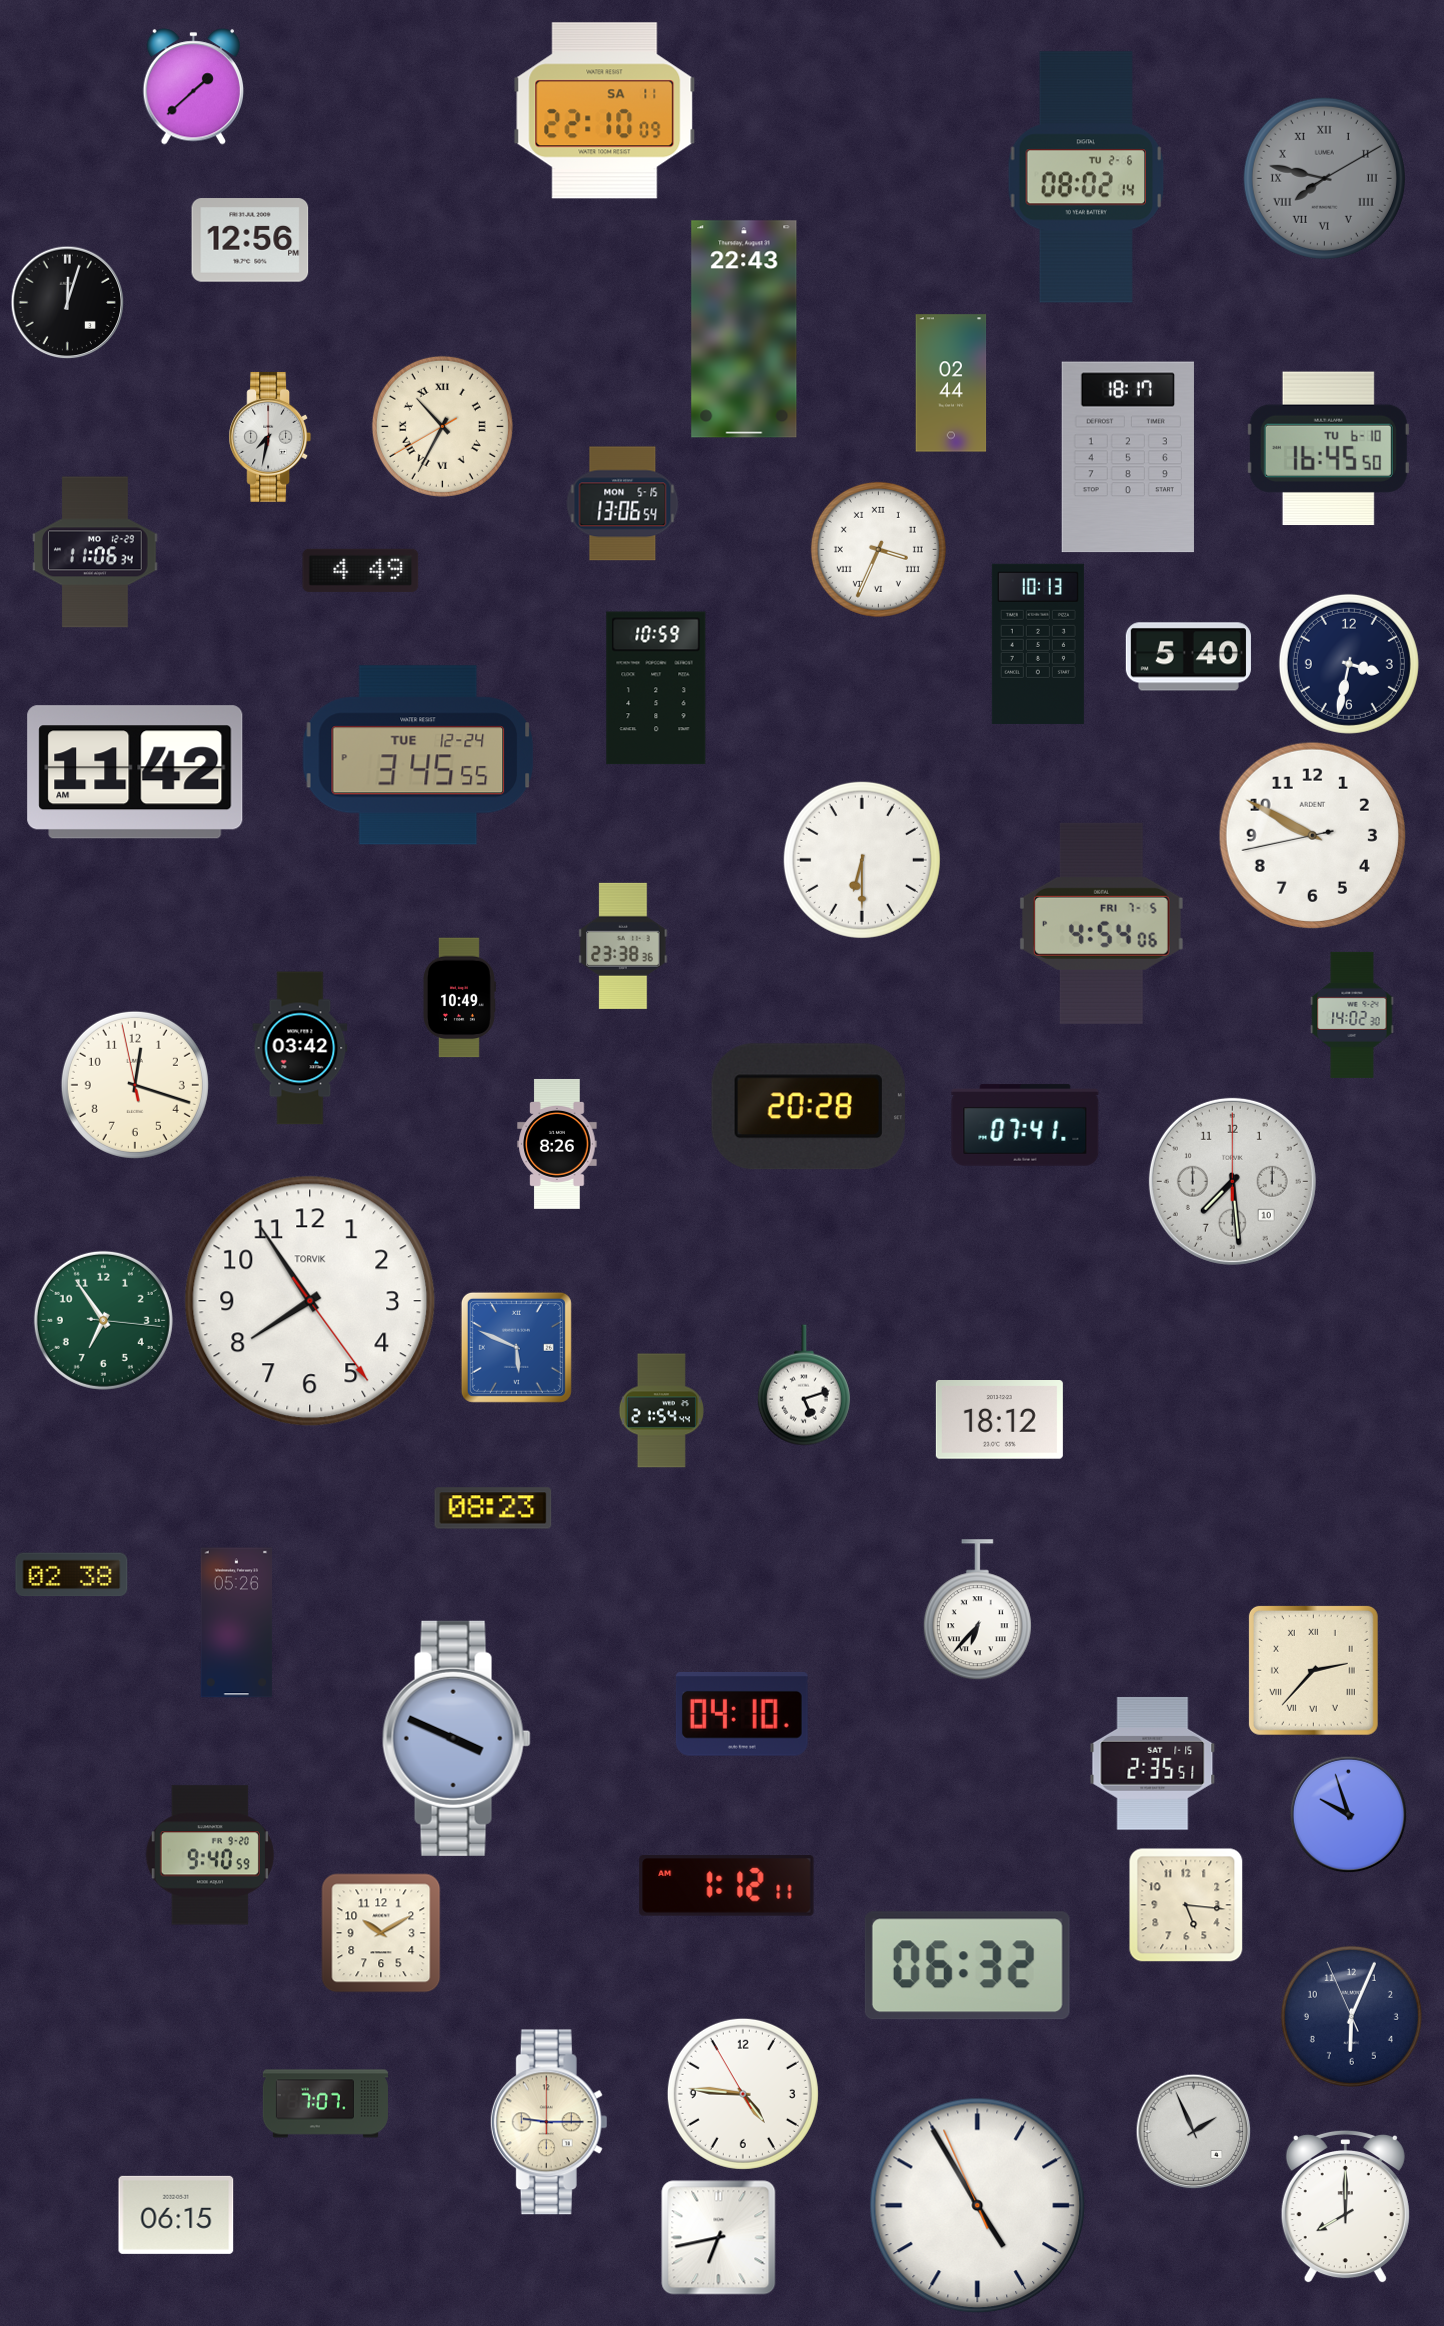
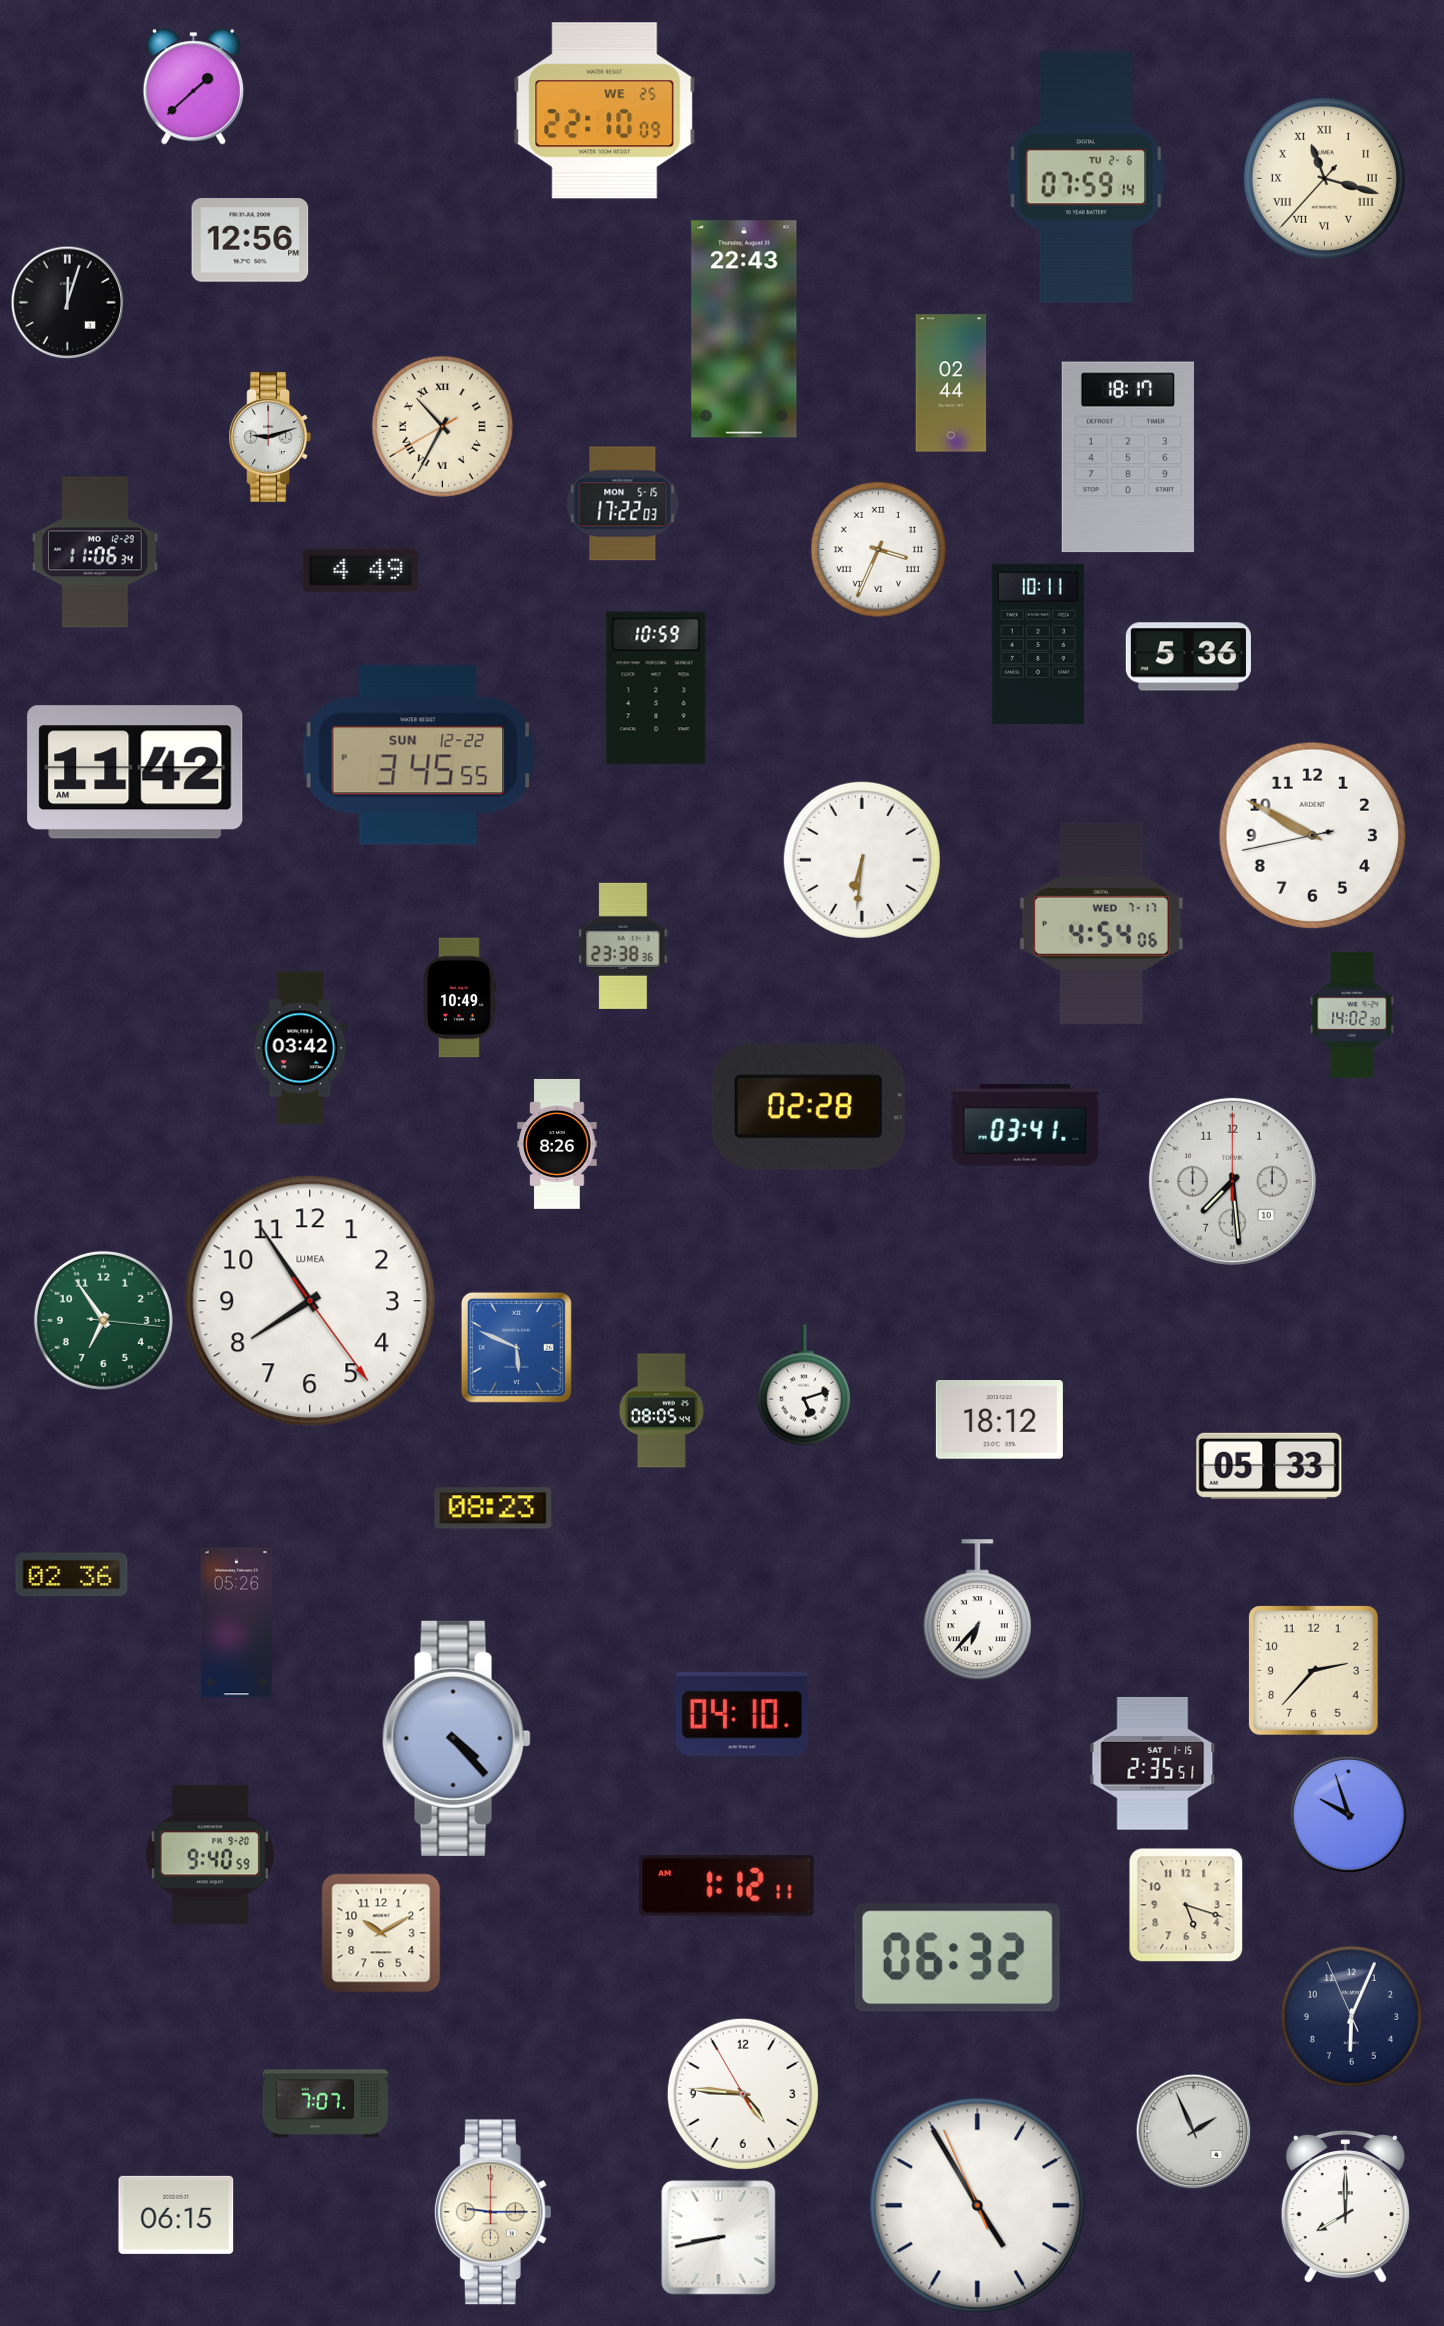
clock at (605, 111) date: SA 11 -> WE 25
clock at (1086, 177): 08:02 -> 07:59
clock at (1324, 178): 7:47 -> 11:17
clock at (1324, 178) dial: grey -> cream
clock at (270, 437): 7:32 -> 9:12
clock at (1328, 449): 16:45 -> none
clock at (623, 504): 13:06 -> 17:22
clock at (1038, 644): 10:13 -> 10:11
clock at (1188, 657): 5:40 -> 5:36
clock at (1349, 664): 3:32 -> none
clock at (418, 755) date: TUE 12-24 -> SUN 12-22
clock at (862, 860): 6:30 -> 6:31
clock at (1101, 923) date: FRI 7-5 -> WED 7-17
clock at (135, 1085): 12:17 -> none
clock at (808, 1107): 20:28 -> 02:28
clock at (1025, 1125): 07:41 -> 03:41
clock at (310, 1301) brand: TORVIK -> LUMEA
clock at (661, 1411): 21:54 -> 08:05
clock at (1269, 1466): none -> 05:33
clock at (72, 1575): 02:38 -> 02:36
clock at (1313, 1670) numerals: Roman -> Arabic
clock at (456, 1738): 3:49 -> 4:23
clock at (1186, 1905): 5:16 -> 5:18
clock at (967, 1966) position: (967, 1966) -> (957, 1958)
clock at (549, 2122) position: (549, 2122) -> (493, 2212)
clock at (719, 2238): 6:43 -> 8:43
